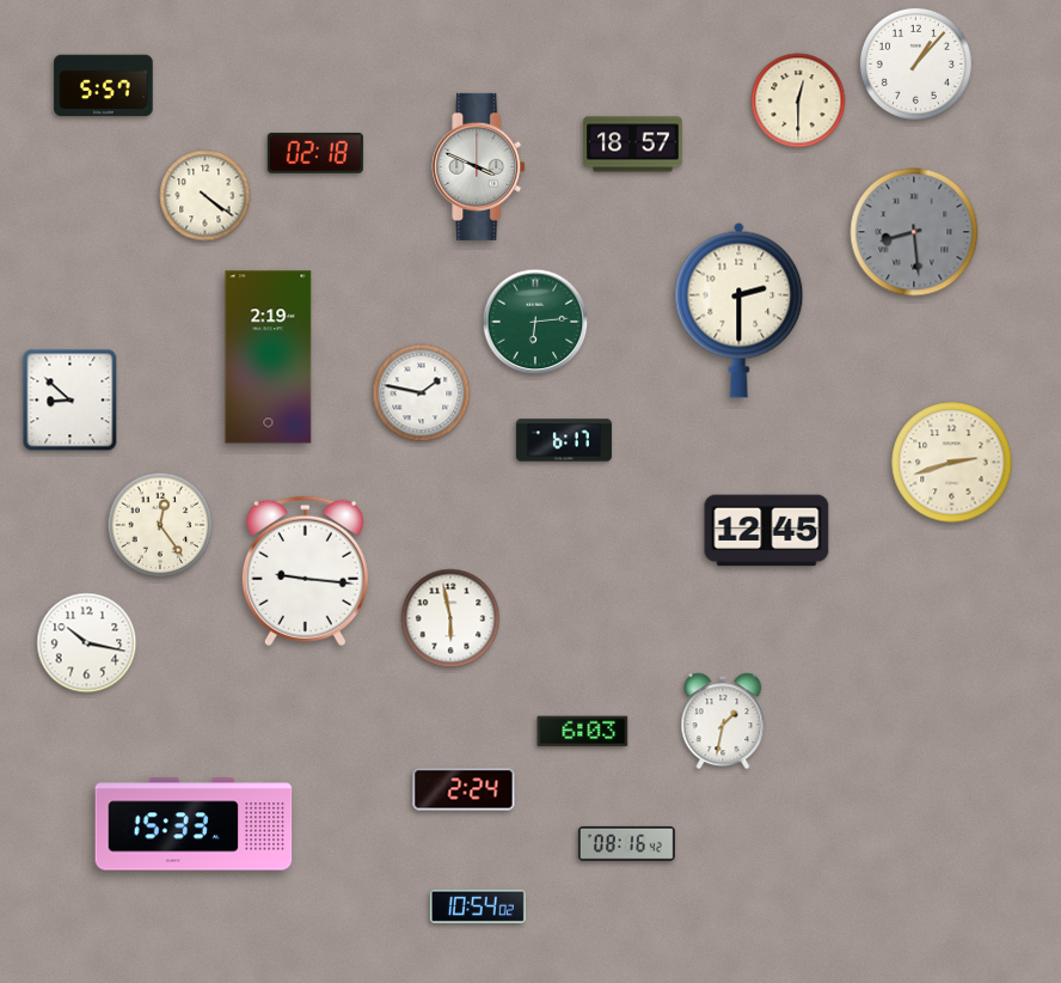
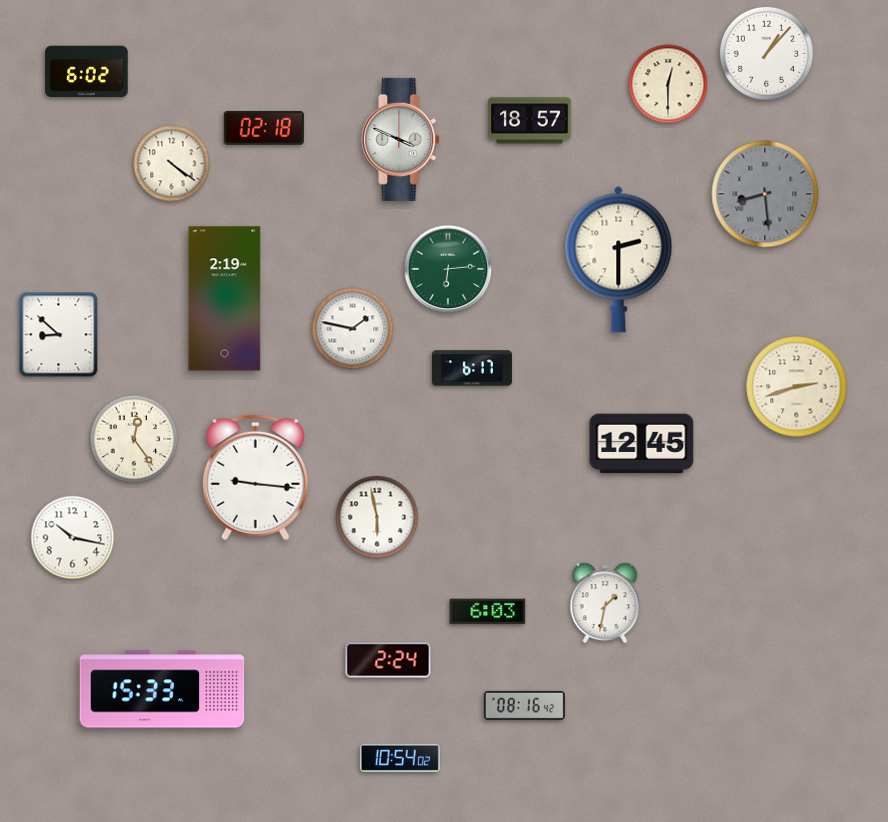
clock at (104, 86): 5:57 -> 6:02
